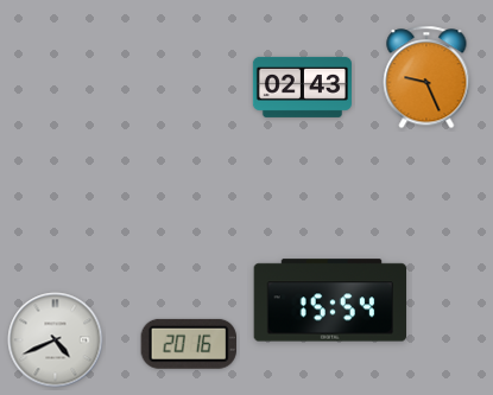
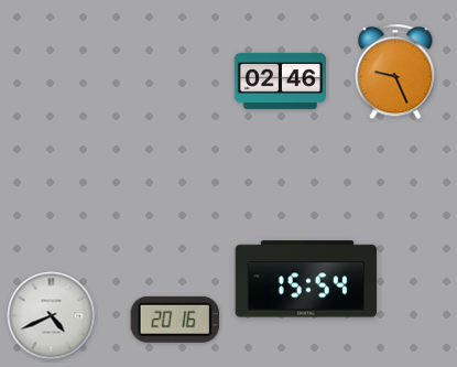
clock at (302, 87): 02:43 -> 02:46
